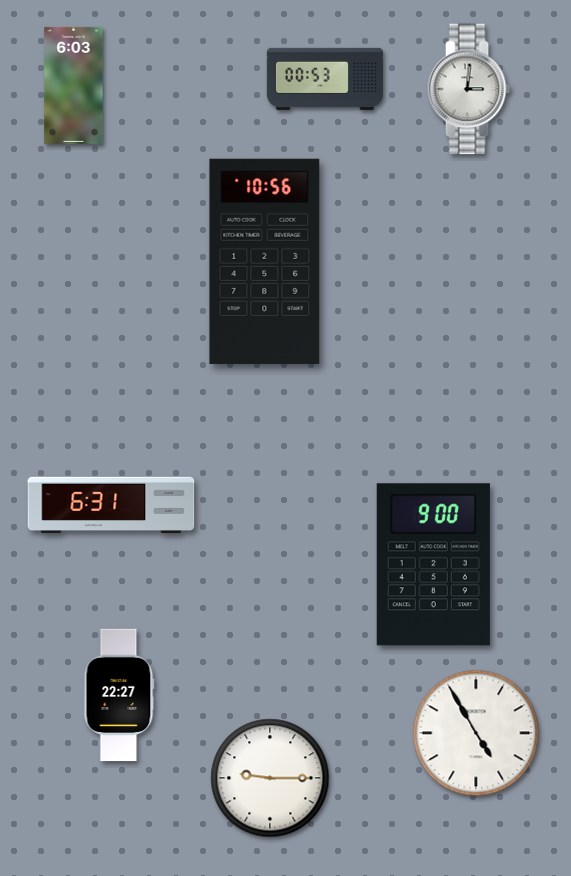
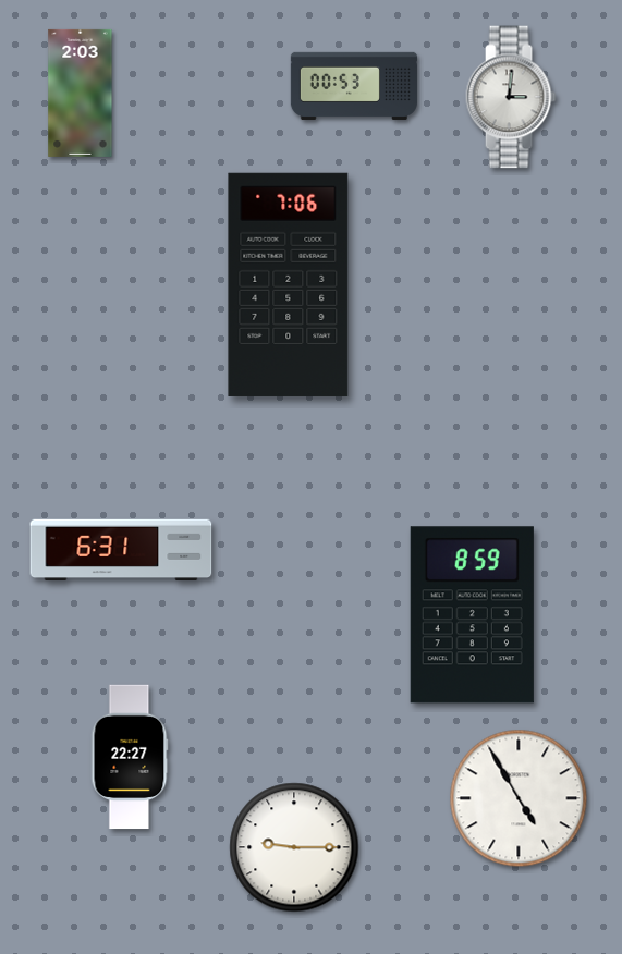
clock at (74, 85): 6:03 -> 2:03
clock at (265, 261): 10:56 -> 7:06
clock at (433, 565): 9:00 -> 8:59
